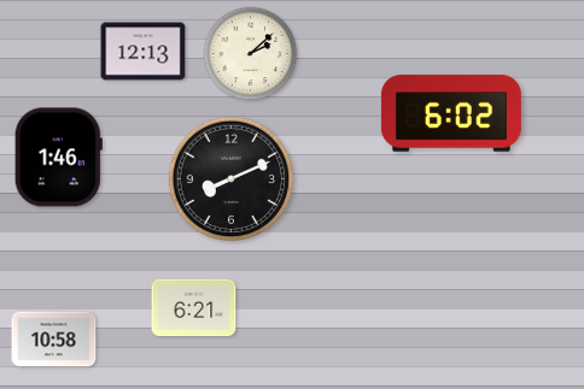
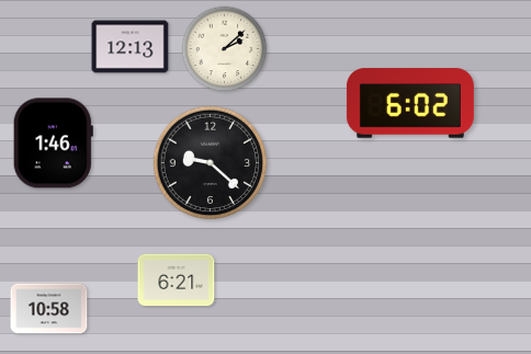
clock at (251, 54) position: (251, 54) -> (225, 49)
clock at (232, 179): 8:11 -> 9:22
